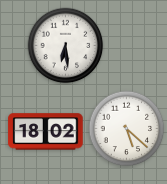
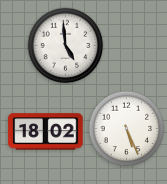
clock at (66, 46): 6:29 -> 4:59
clock at (127, 129): 5:22 -> 5:26
